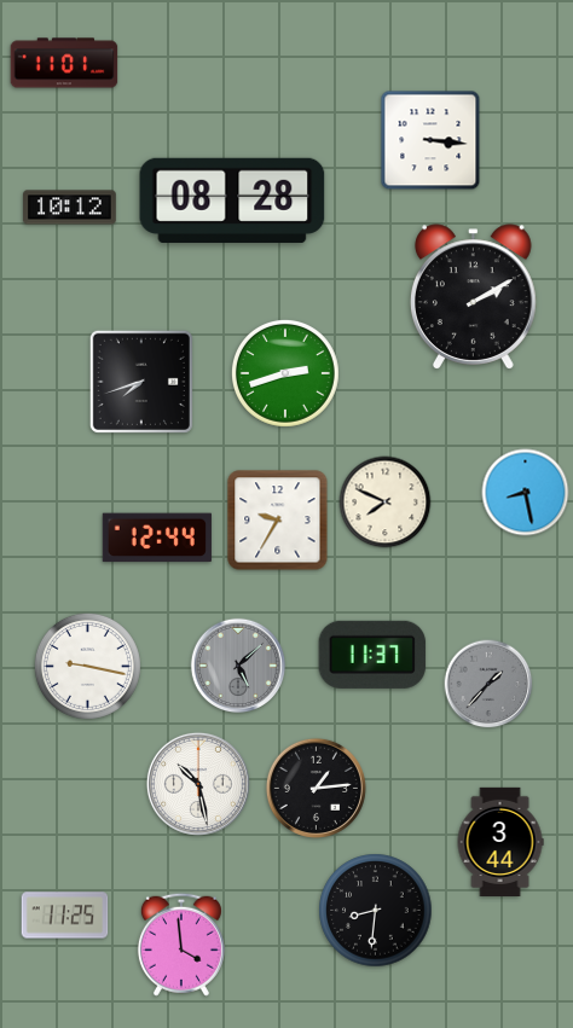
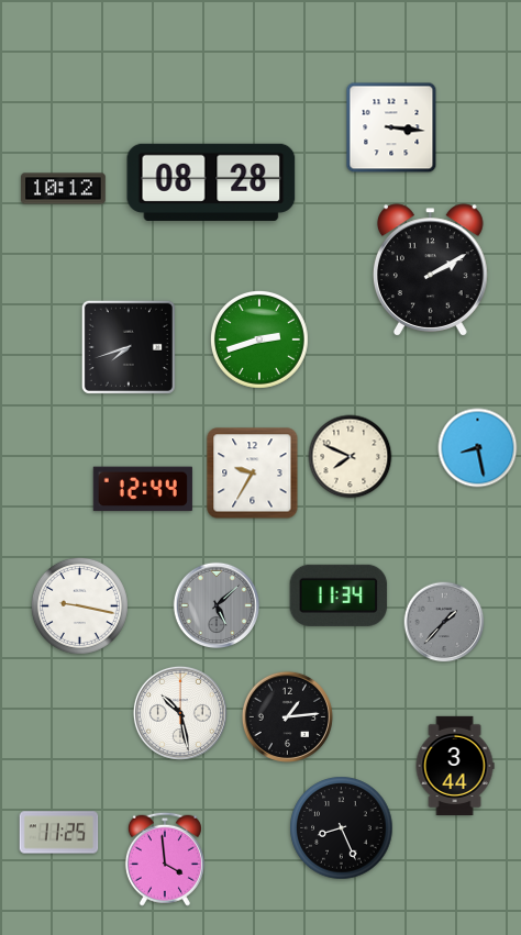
clock at (64, 63): 11:01 -> none
clock at (372, 655): 11:37 -> 11:34
clock at (376, 911): 8:31 -> 8:26
